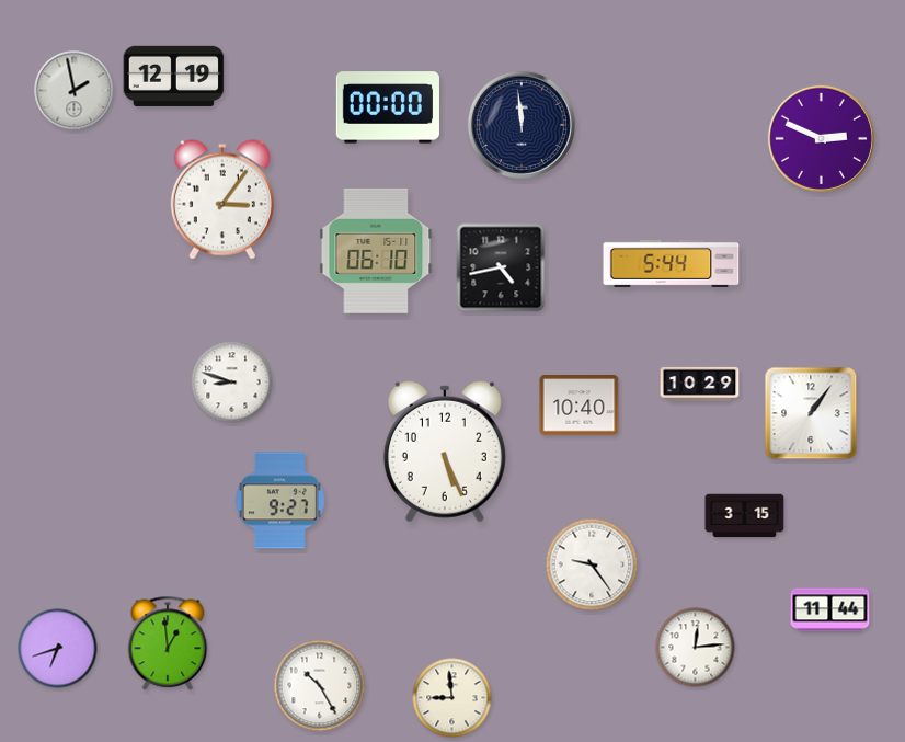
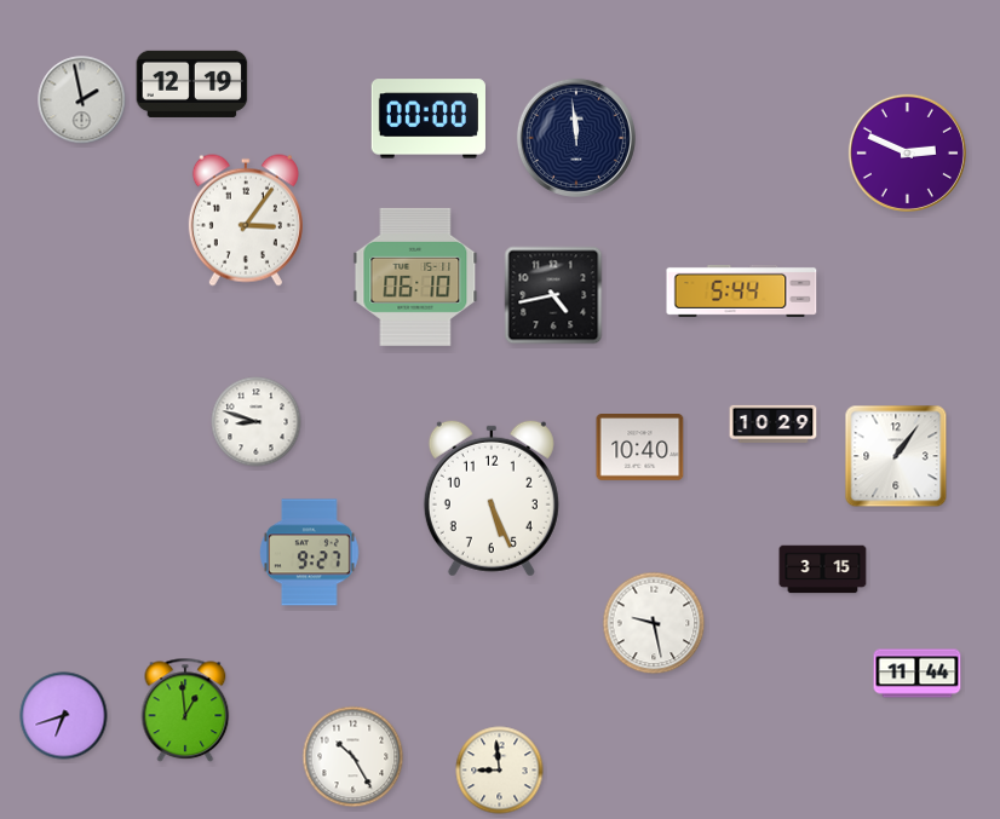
clock at (592, 564): 9:24 -> 9:28
clock at (696, 648): 12:14 -> none
